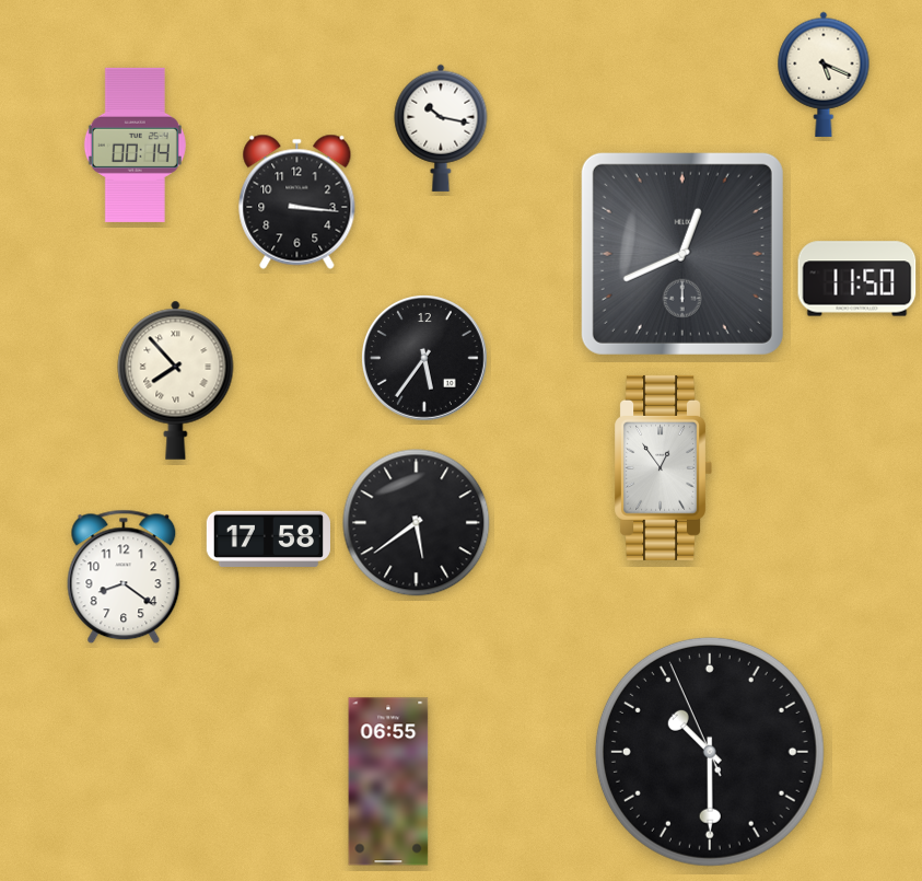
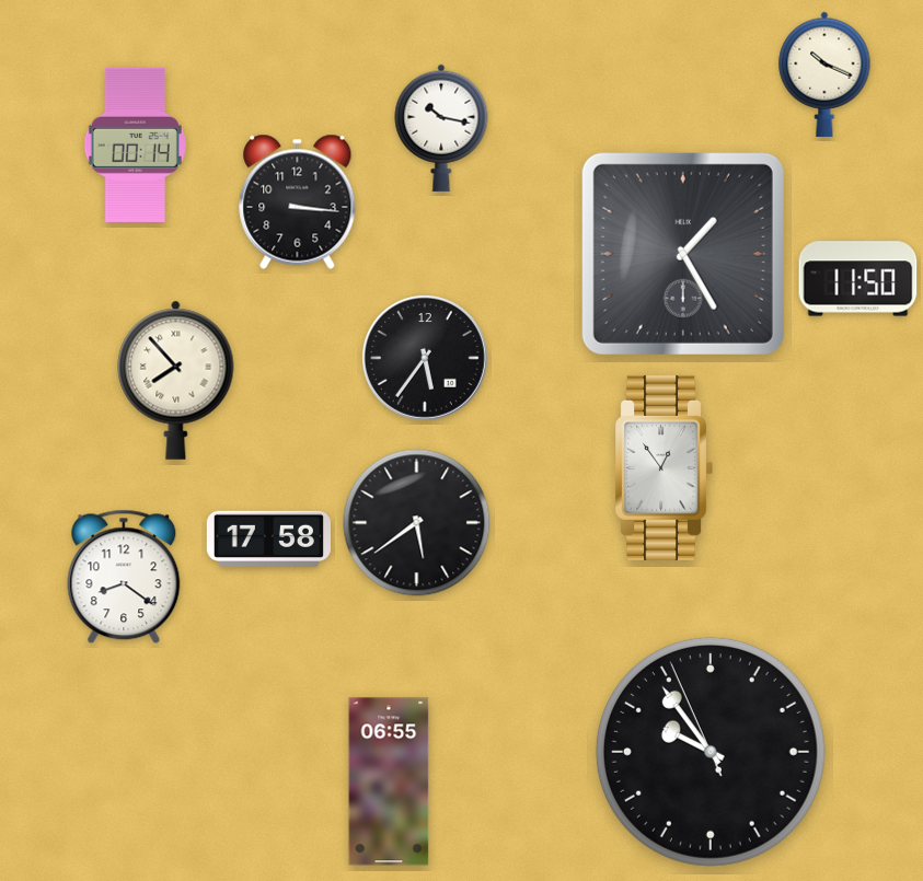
clock at (824, 74): 5:19 -> 10:19
clock at (682, 254): 12:41 -> 1:25
clock at (710, 752): 10:29 -> 9:53
